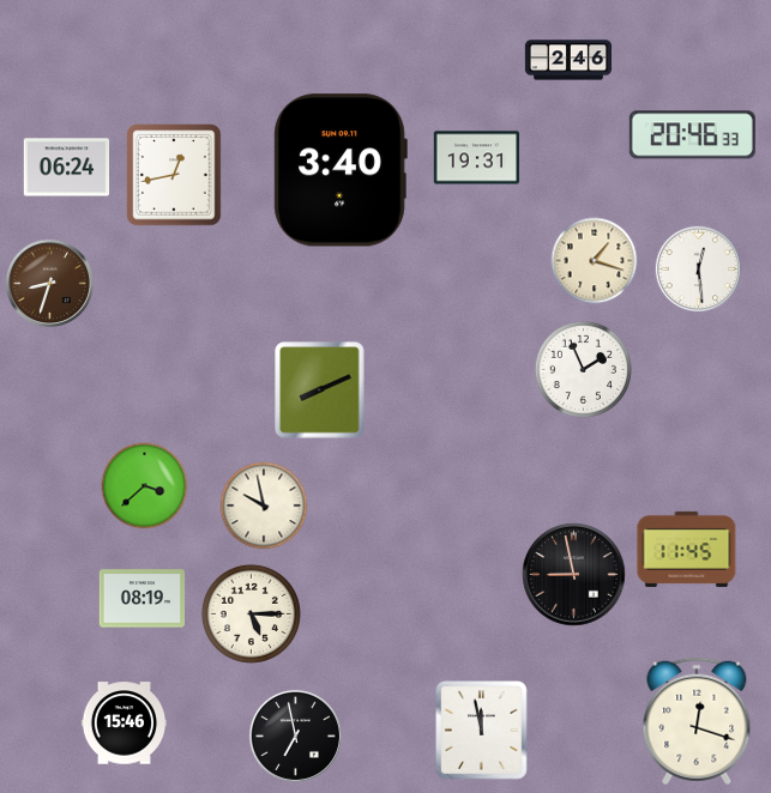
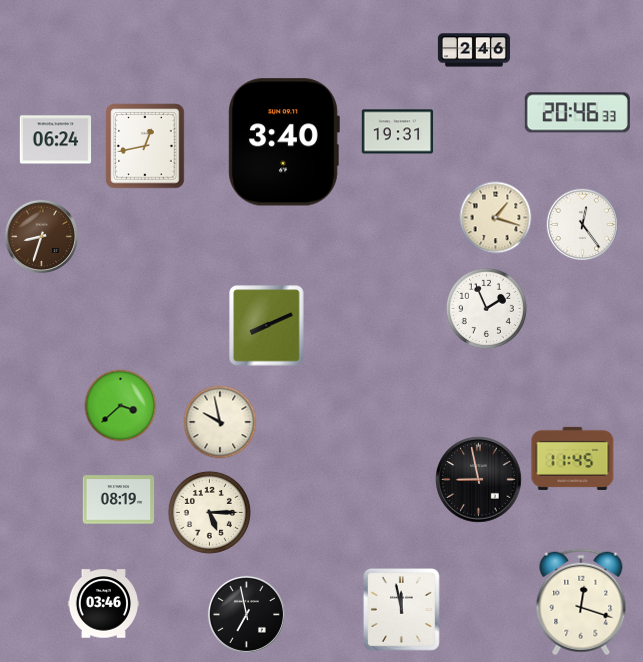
clock at (699, 270): 12:29 -> 12:24
clock at (125, 724): 15:46 -> 03:46
